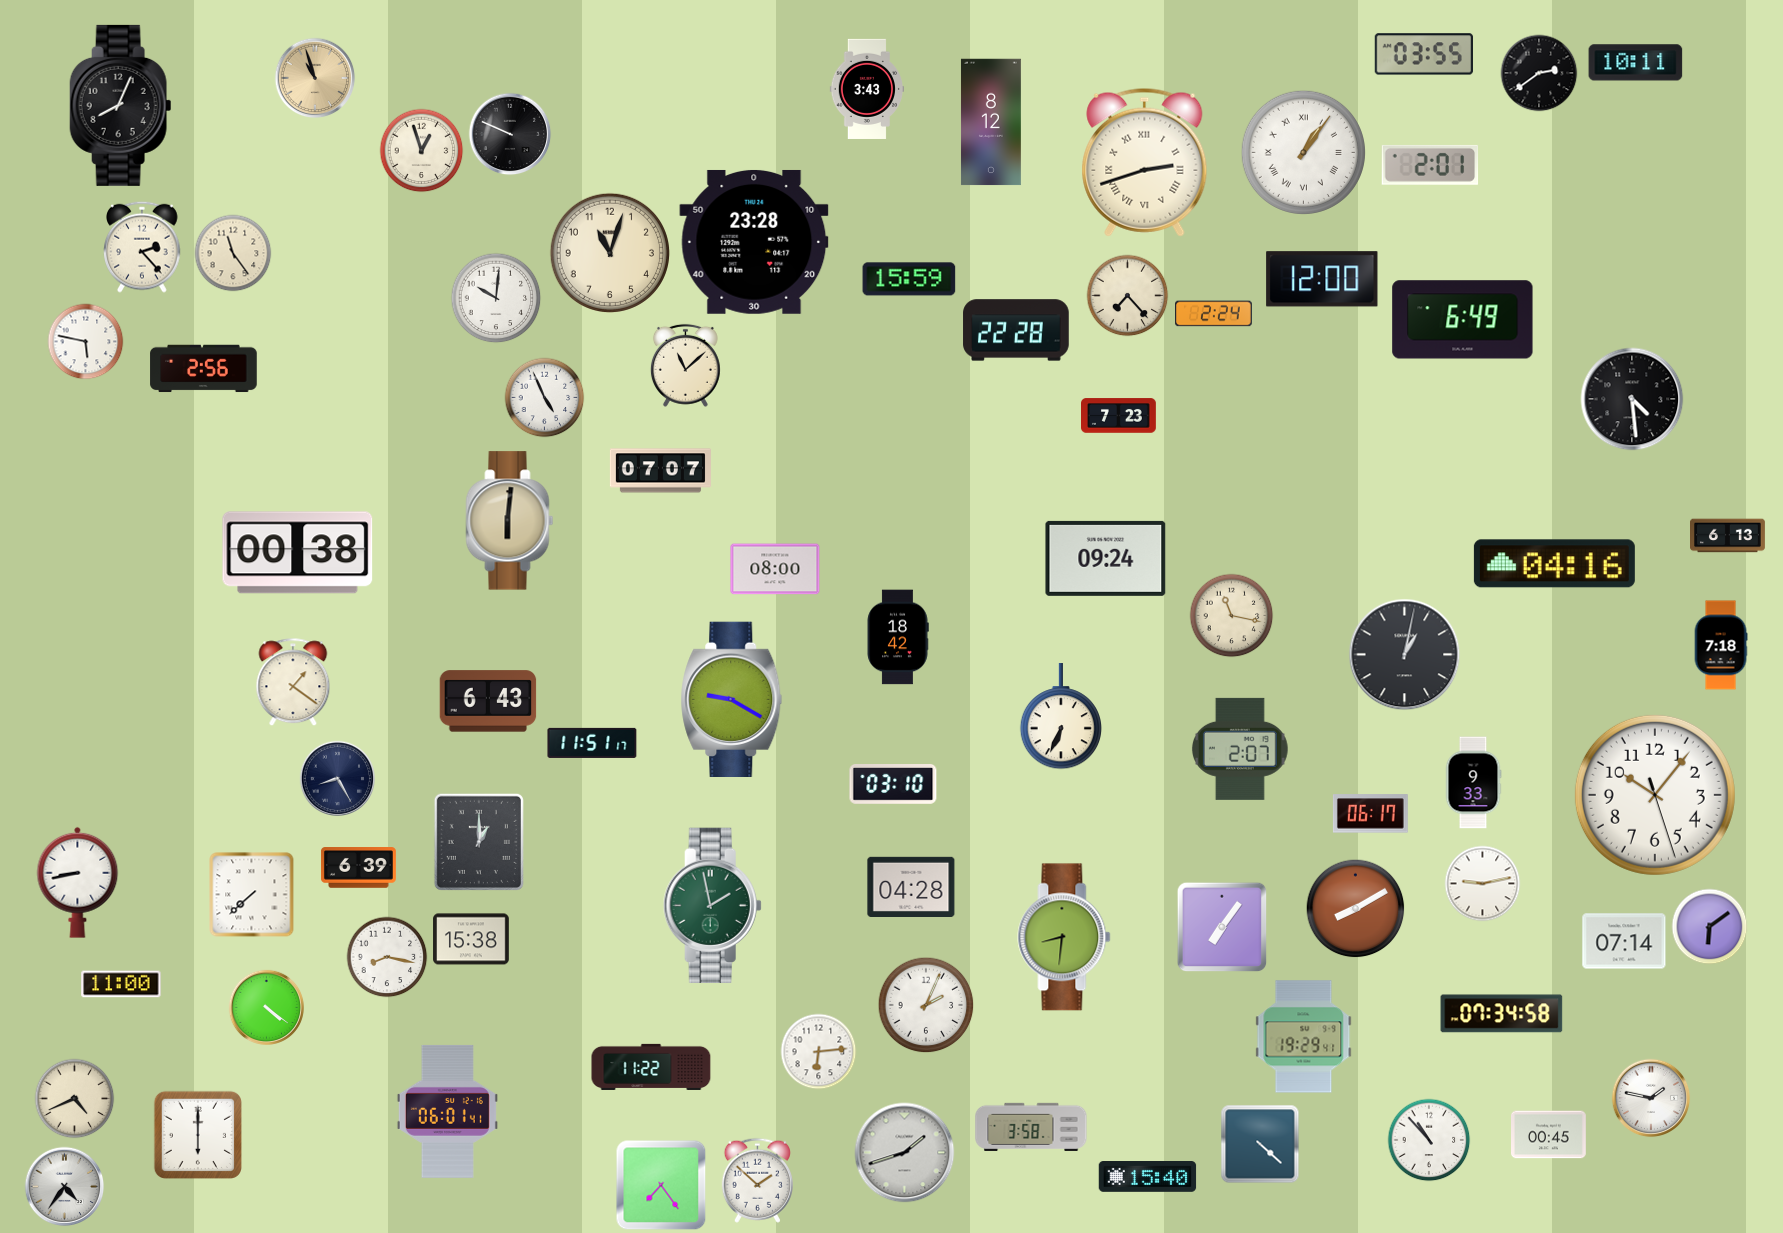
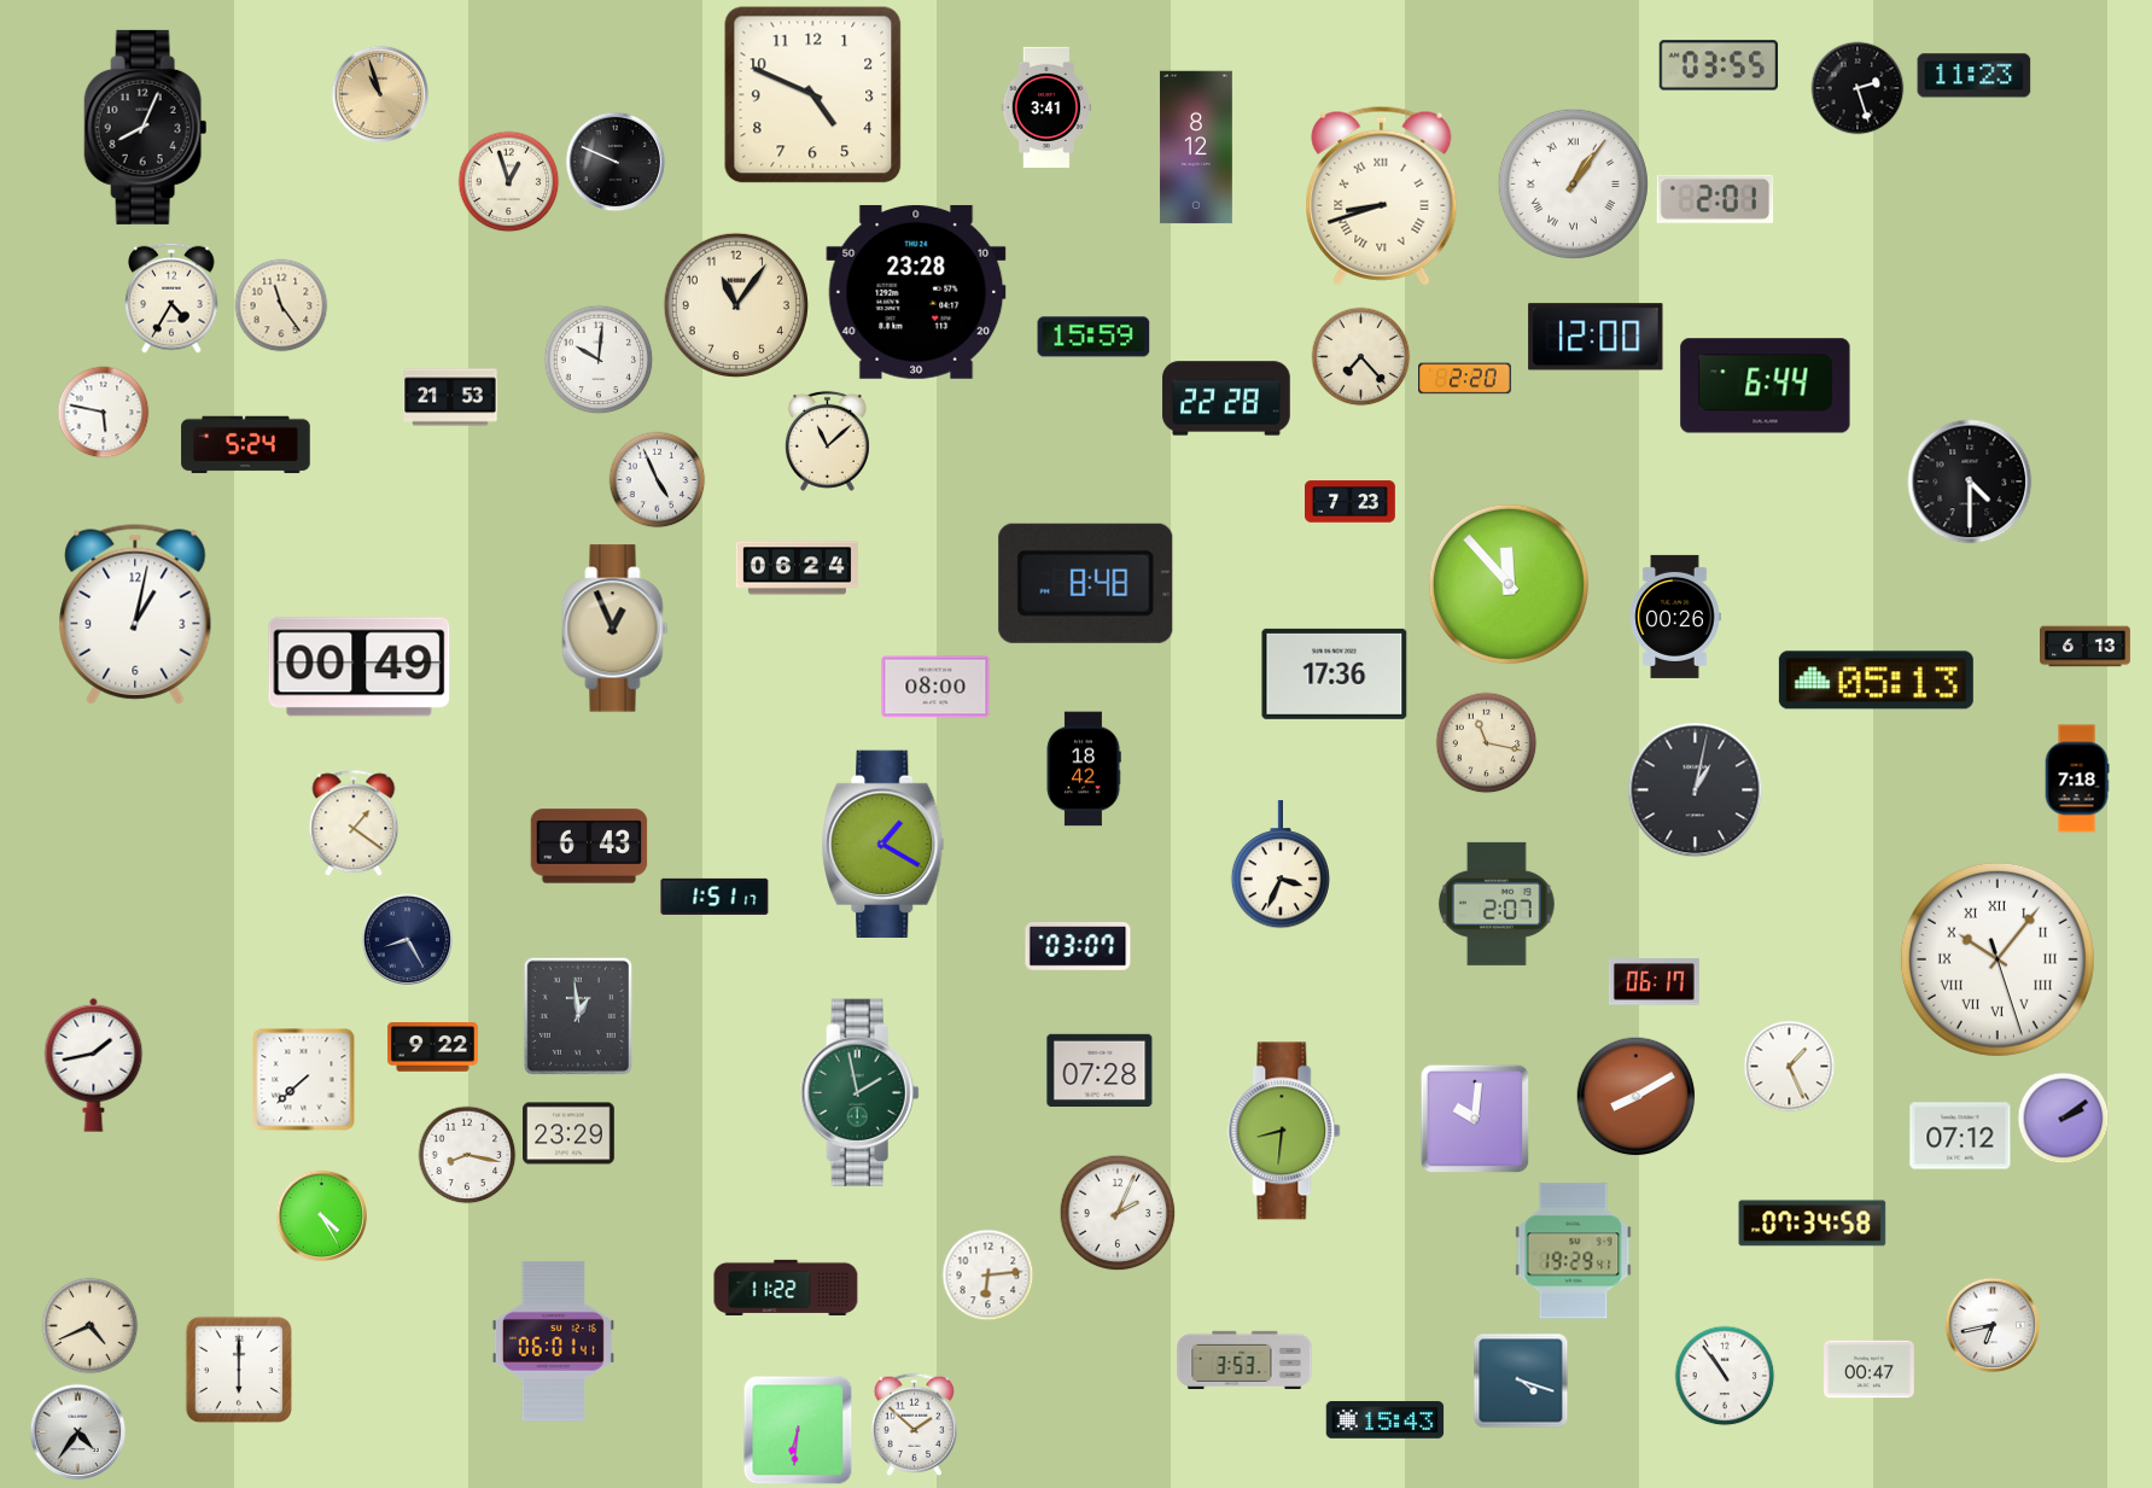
clock at (1636, 63): 10:11 -> 11:23
clock at (1539, 73): 2:39 -> 2:27
clock at (813, 95): none -> 4:49
clock at (866, 89): 3:43 -> 3:41
clock at (1145, 162): 2:42 -> 8:42
clock at (1430, 165) position: (1430, 165) -> (1715, 199)
clock at (754, 242) position: (754, 242) -> (916, 292)
clock at (142, 247): 2:23 -> 4:35
clock at (609, 252): 11:03 -> 11:06
clock at (909, 279) position: (909, 279) -> (1094, 337)
clock at (1214, 314): 2:24 -> 2:20
clock at (1463, 320): 6:49 -> 6:44
clock at (450, 397): none -> 21:53
clock at (204, 369): 2:56 -> 5:24
clock at (1632, 399): 4:29 -> 4:30
clock at (660, 471): 07:07 -> 06:24
clock at (1086, 583): none -> 8:48
clock at (1509, 584): none -> 11:53
clock at (135, 614): none -> 1:02
clock at (1675, 617): none -> 00:26
clock at (510, 521): 6:01 -> 12:56
clock at (298, 553): 00:38 -> 00:49
clock at (1106, 558): 09:24 -> 17:36
clock at (1554, 564): 04:16 -> 05:13
clock at (732, 699): 9:20 -> 1:20
clock at (1060, 717): 6:34 -> 3:34
clock at (592, 743): 11:51 -> 1:51
clock at (1473, 783): 9:33 -> none
clock at (893, 785): 03:10 -> 03:07
clock at (1655, 795) numerals: Arabic -> Roman
clock at (479, 842): 1:00 -> 12:59
clock at (359, 868): 6:39 -> 9:22
clock at (78, 882): 8:43 -> 1:43
clock at (1483, 884): 9:13 -> 1:26
clock at (911, 886): 04:28 -> 07:28
clock at (1222, 927): 7:06 -> 10:01
clock at (1710, 927): 6:09 -> 2:09
clock at (471, 939): 15:38 -> 23:29
clock at (1624, 941): 07:14 -> 07:12
clock at (121, 984): 11:00 -> none
clock at (266, 1007): 4:21 -> 4:25
clock at (819, 1052) position: (819, 1052) -> (988, 1276)
clock at (1651, 1098): 1:47 -> 6:43
clock at (447, 1111) position: (447, 1111) -> (553, 1341)
clock at (1031, 1127): 3:58 -> 3:53
clock at (1549, 1135): 00:45 -> 00:47
clock at (1429, 1140): 10:53 -> 10:54
clock at (1260, 1144): 4:22 -> 4:18
clock at (905, 1153): 1:42 -> none
clock at (1148, 1177): 15:40 -> 15:43
clock at (661, 1185): 7:24 -> 6:31
